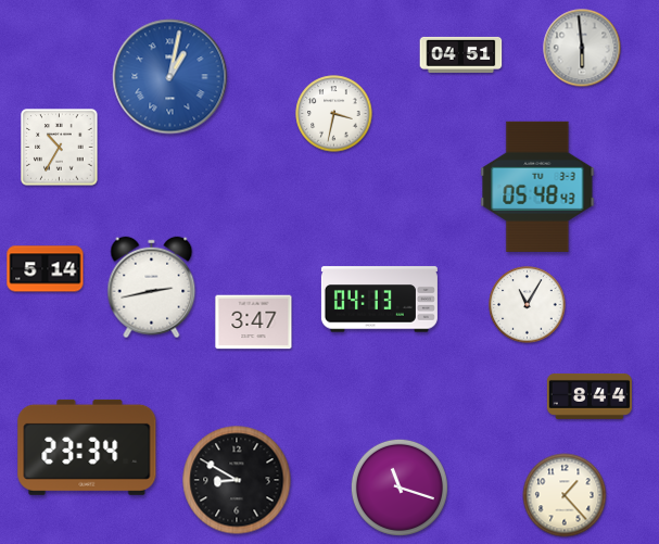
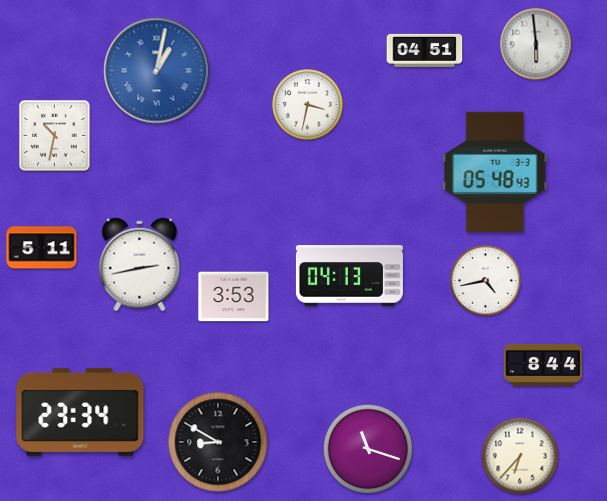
clock at (60, 148): 10:35 -> 10:32
clock at (46, 269): 5:14 -> 5:11
clock at (528, 305): 11:05 -> 4:43
clock at (254, 322): 3:47 -> 3:53
clock at (565, 495): 1:23 -> 6:37
